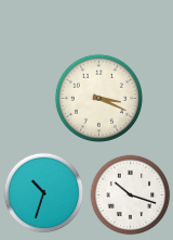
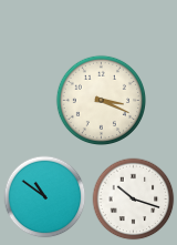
clock at (44, 193): 10:33 -> 10:51
